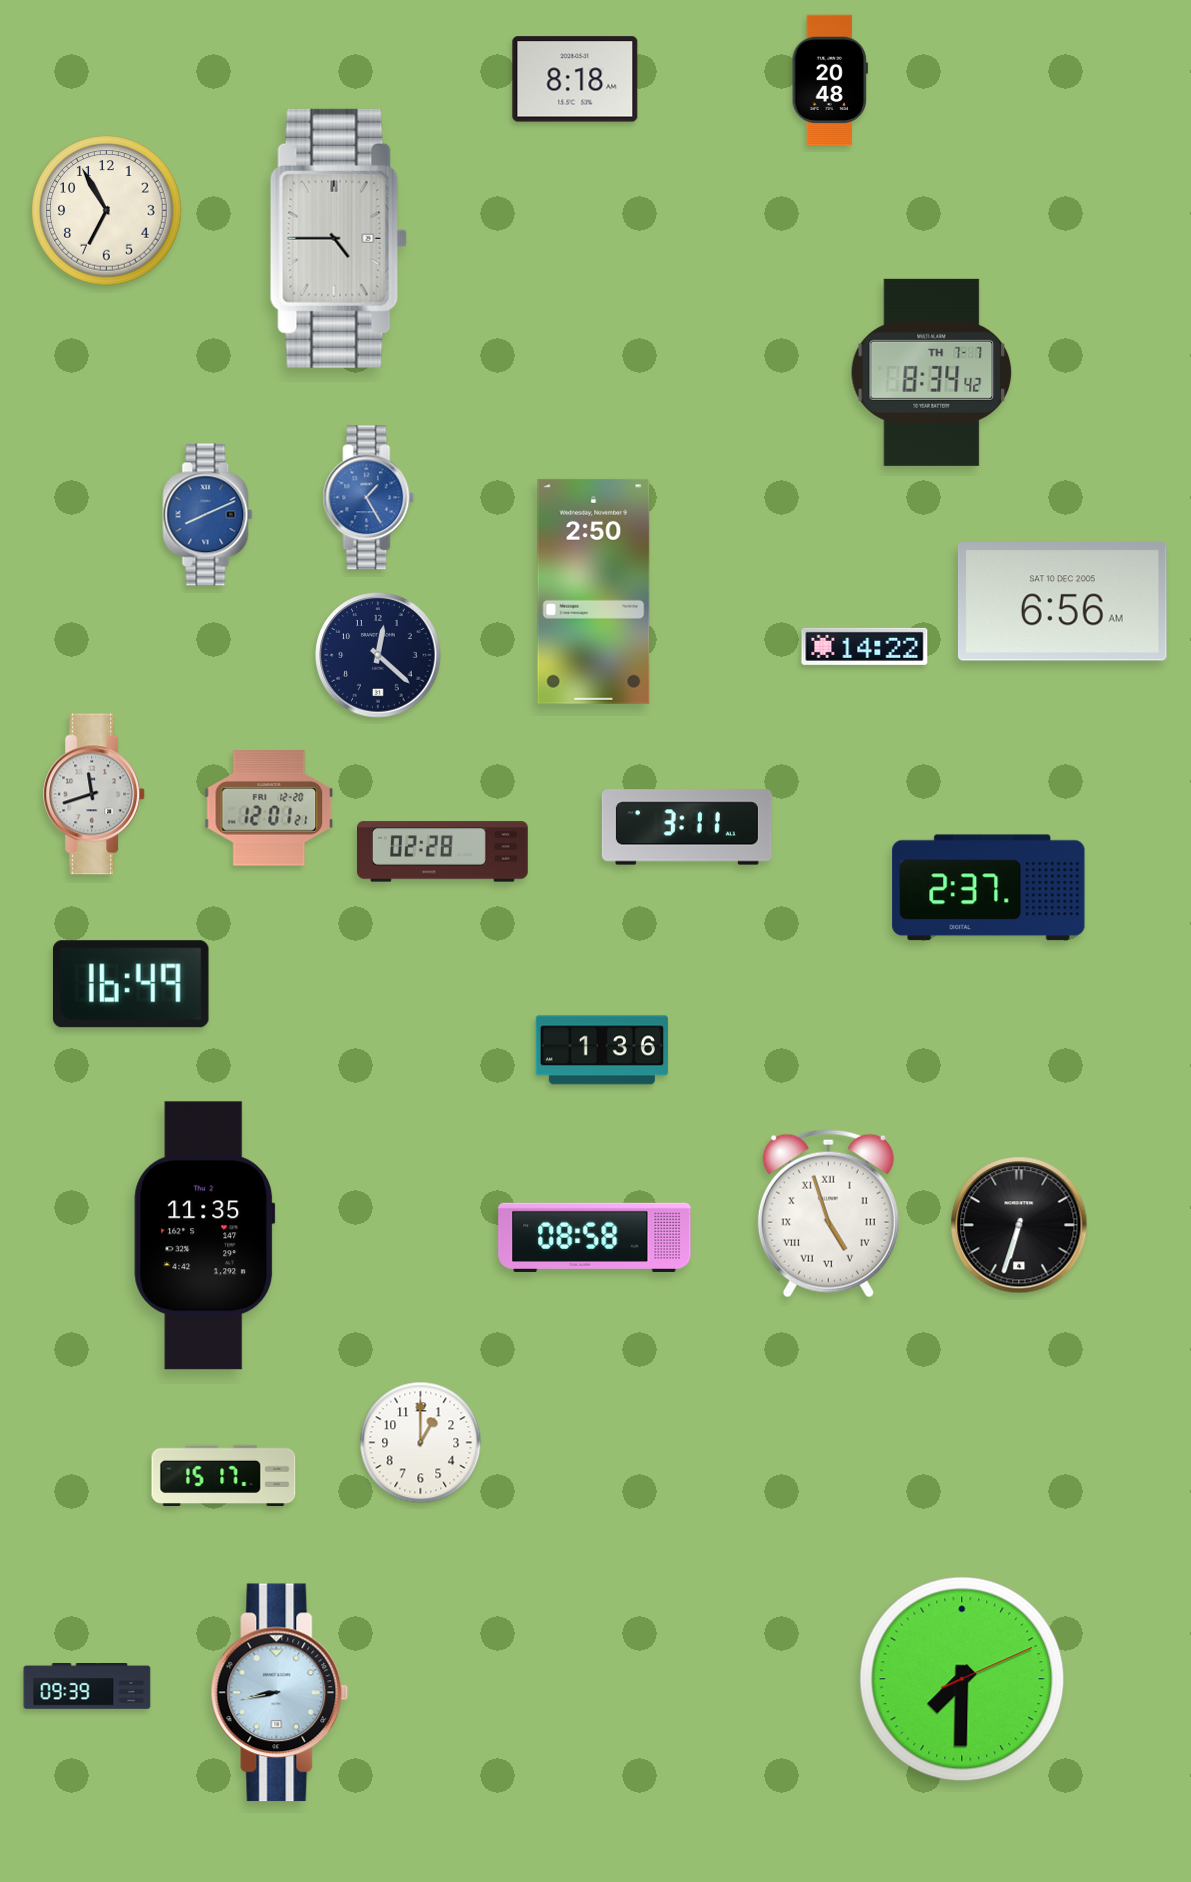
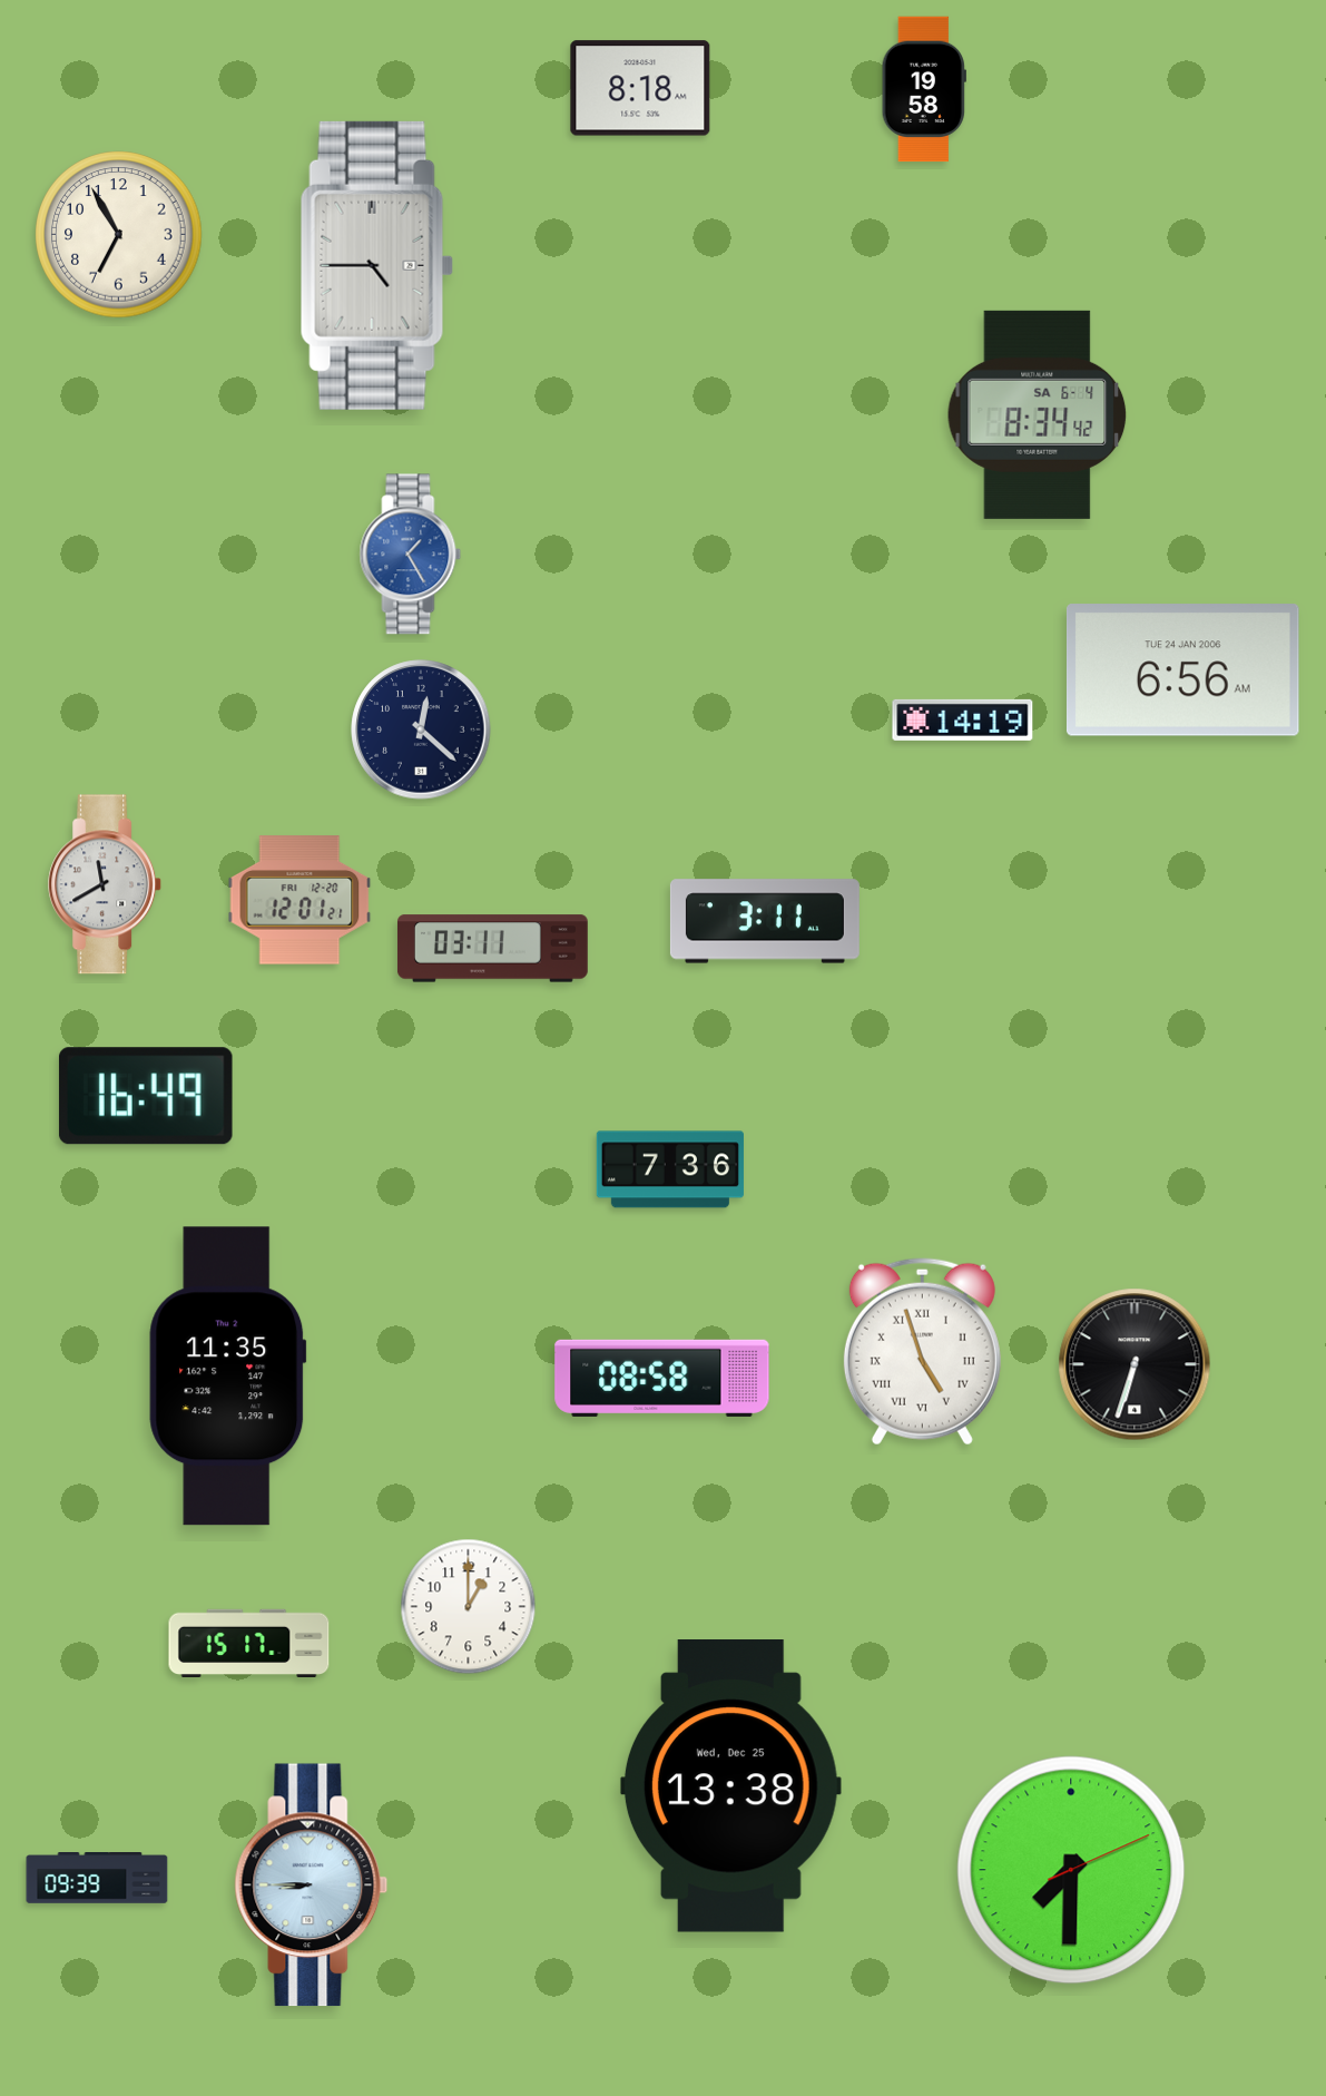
clock at (830, 80): 20:48 -> 19:58
clock at (932, 372) date: TH 7-7 -> SA 6-4
clock at (208, 515): 8:11 -> none
clock at (594, 591): 2:50 -> none
clock at (1062, 602) date: SAT 10 DEC 2005 -> TUE 24 JAN 2006
clock at (865, 646): 14:22 -> 14:19
clock at (95, 794): 11:42 -> 11:40
clock at (442, 852): 02:28 -> 03:11
clock at (989, 888): 2:37 -> none
clock at (602, 1050): 1:36 -> 7:36
clock at (730, 1786): none -> 13:38
clock at (280, 1693): 8:43 -> 8:45
